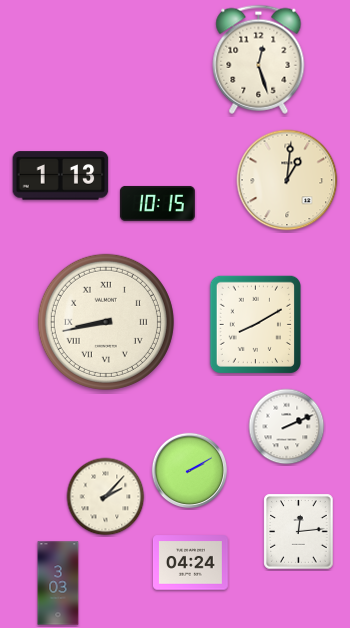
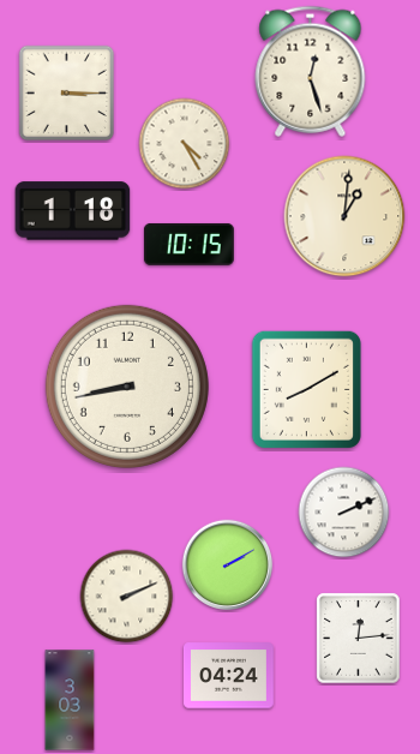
clock at (67, 94): none -> 3:15
clock at (185, 144): none -> 4:25
clock at (61, 176): 1:13 -> 1:18
clock at (106, 322) numerals: Roman -> Arabic
clock at (106, 497): 2:07 -> 2:11
